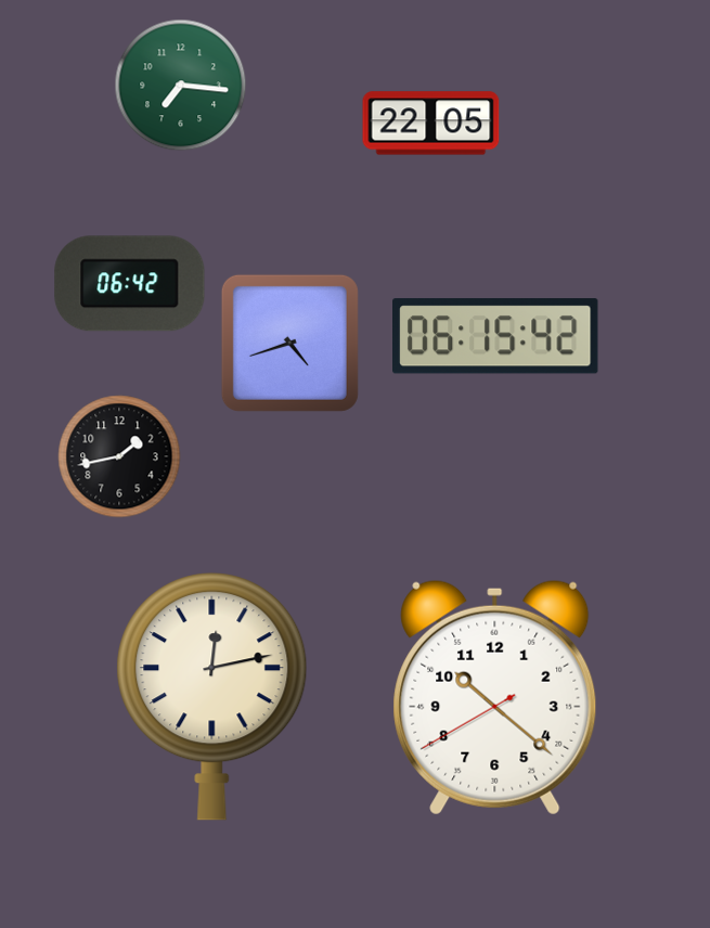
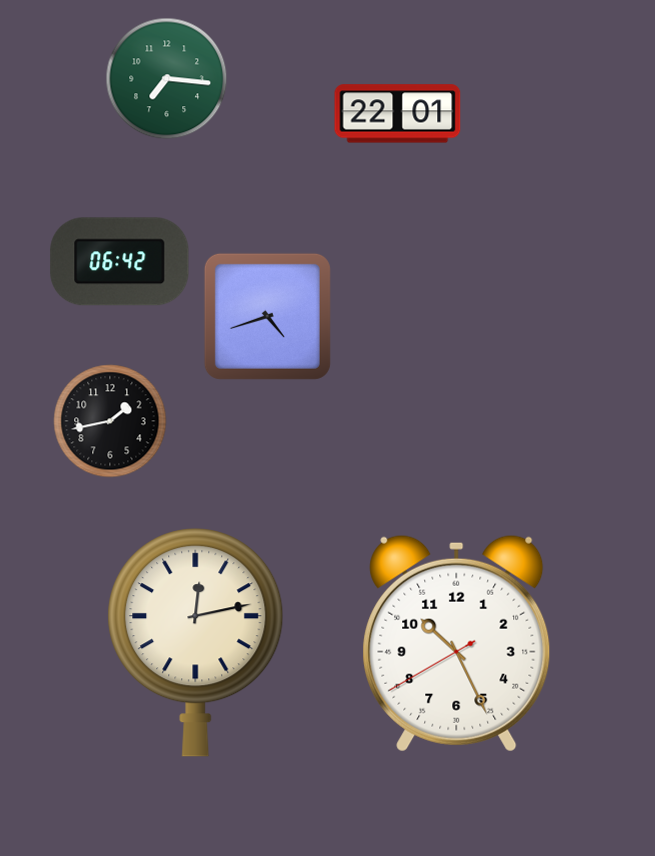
clock at (431, 124): 22:05 -> 22:01
clock at (496, 336): 06:15 -> none
clock at (495, 697): 10:21 -> 10:25
